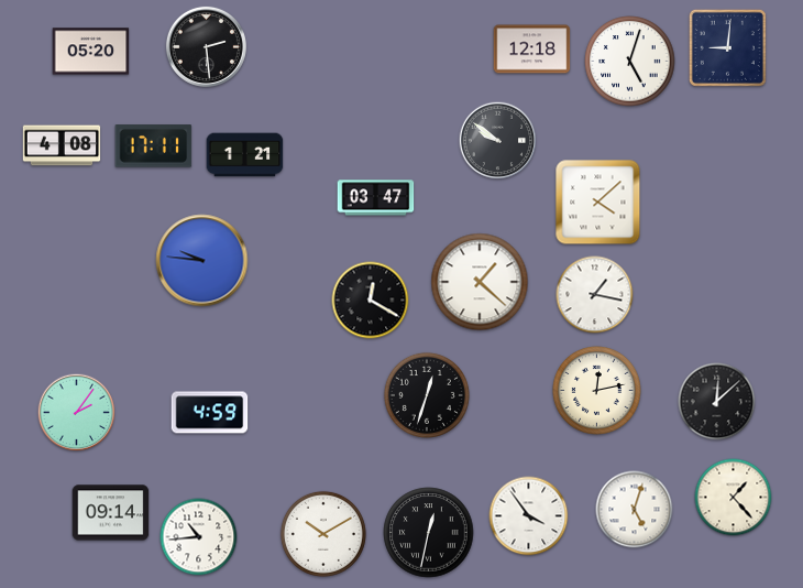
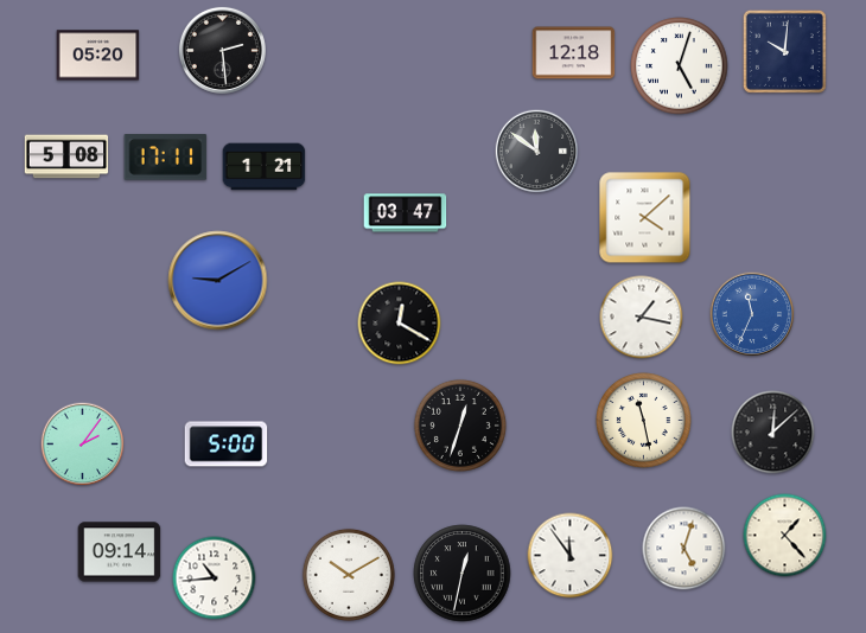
clock at (727, 47): 9:01 -> 10:01
clock at (498, 141): 9:51 -> 11:51
clock at (62, 145): 4:08 -> 5:08
clock at (202, 261): 9:46 -> 9:10
clock at (480, 282): 1:22 -> none
clock at (752, 314): none -> 11:34
clock at (597, 391): 12:13 -> 11:28
clock at (210, 413): 4:59 -> 5:00
clock at (734, 498) position: (734, 498) -> (785, 536)
clock at (529, 516): 3:54 -> 11:54
